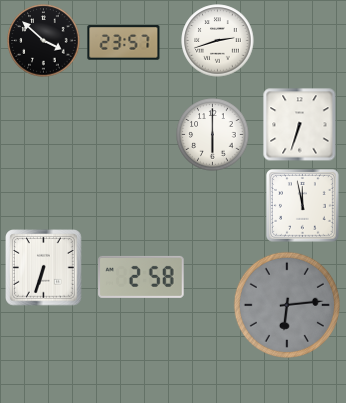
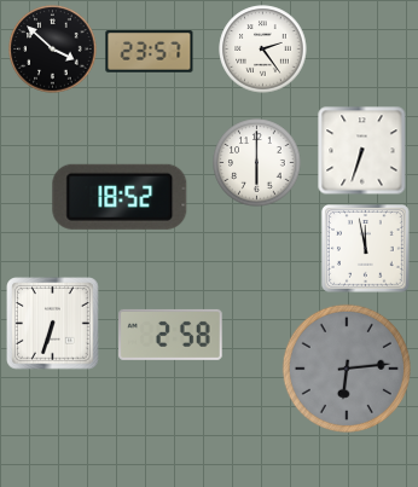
clock at (218, 41): 2:42 -> 2:24
clock at (120, 197): none -> 18:52
